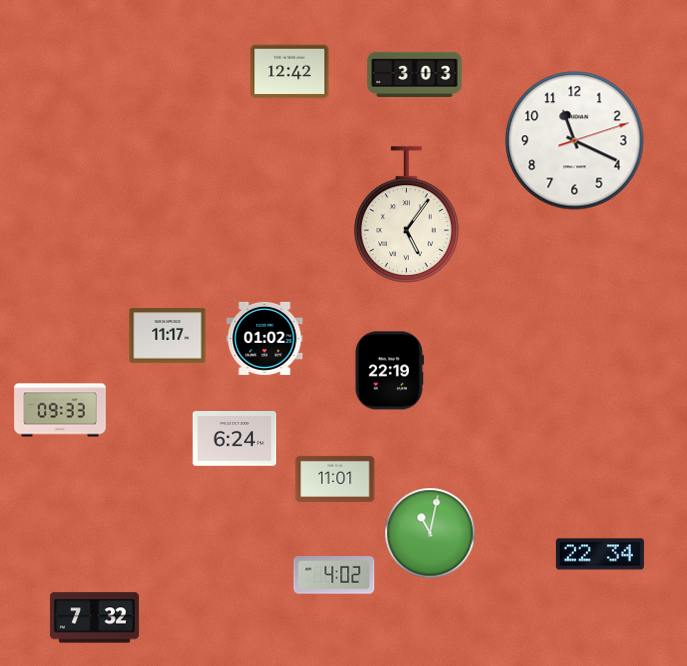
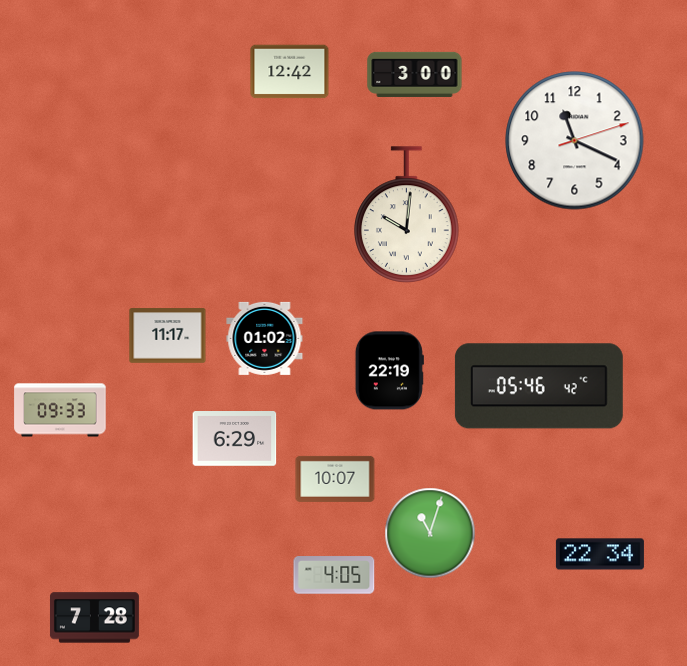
clock at (415, 74): 3:03 -> 3:00
clock at (407, 215): 5:06 -> 10:01
clock at (539, 386): none -> 05:46
clock at (235, 439): 6:24 -> 6:29
clock at (335, 479): 11:01 -> 10:07
clock at (430, 533): 11:02 -> 11:03
clock at (334, 575): 4:02 -> 4:05
clock at (94, 618): 7:32 -> 7:28
